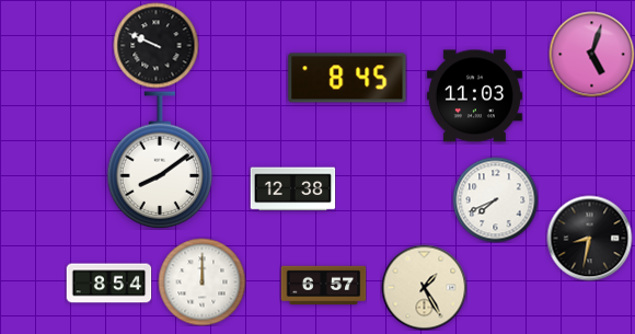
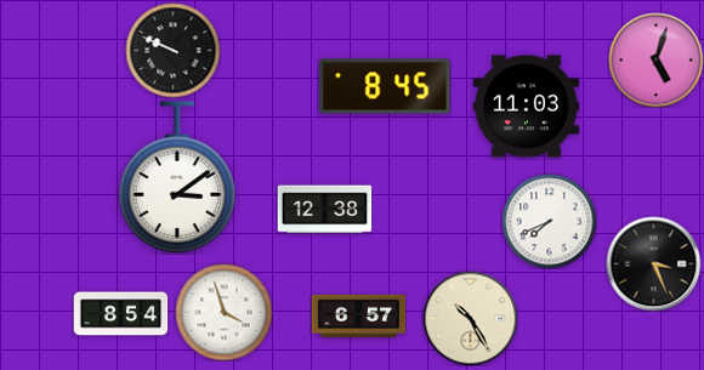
clock at (160, 160): 8:09 -> 3:09
clock at (589, 238): 8:32 -> 3:26
clock at (201, 281): 12:00 -> 3:57
clock at (424, 287): 1:25 -> 10:25
